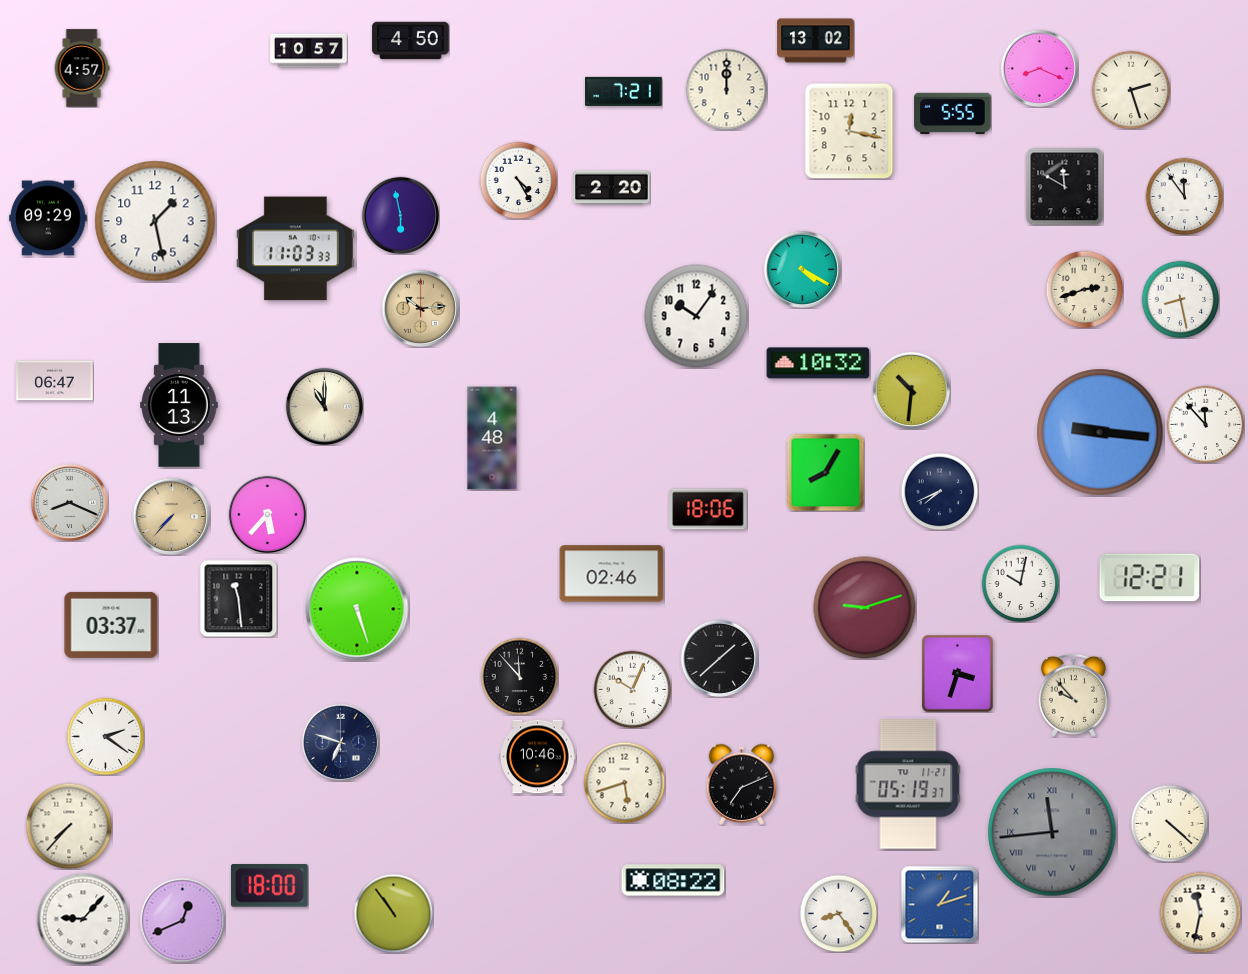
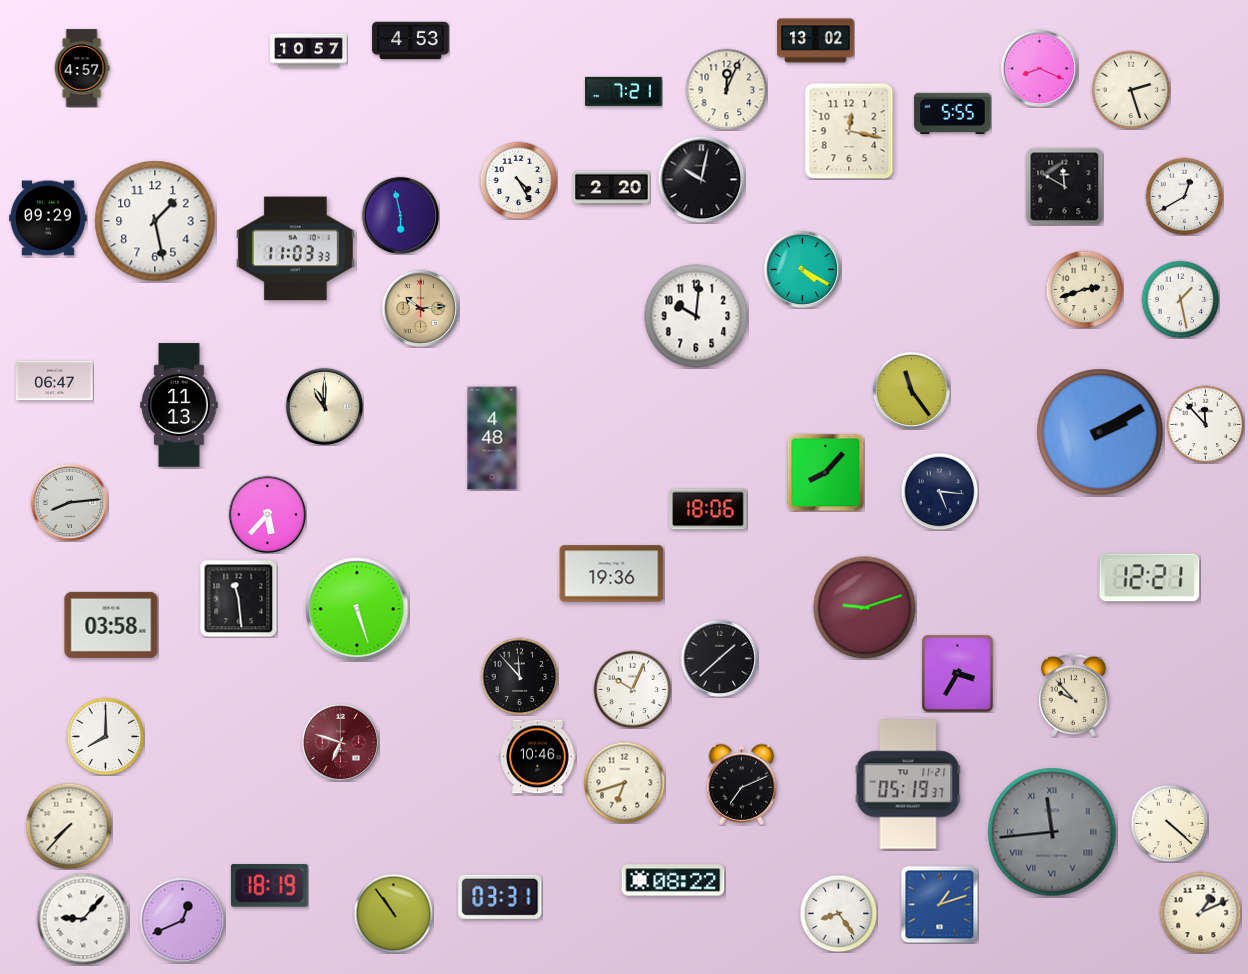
clock at (411, 41): 4:50 -> 4:53
clock at (726, 89): 12:00 -> 12:04
clock at (701, 179): none -> 10:02
clock at (1184, 196): 11:54 -> 12:40
clock at (1180, 299): 8:28 -> 1:28
clock at (696, 316): 10:06 -> 10:01
clock at (818, 363): 10:32 -> none
clock at (911, 390): 10:31 -> 11:24
clock at (1100, 432): 9:16 -> 2:10
clock at (825, 472): 8:05 -> 8:07
clock at (939, 491): 7:41 -> 5:16
clock at (69, 502): 8:19 -> 8:14
clock at (171, 516): 7:37 -> none
clock at (612, 574): 02:46 -> 19:36
clock at (1020, 583): 10:02 -> none
clock at (111, 625): 03:37 -> 03:58
clock at (957, 673): 3:33 -> 3:35
clock at (105, 736): 2:21 -> 8:00
clock at (340, 742) dial: navy -> burgundy
clock at (624, 782): 5:42 -> 6:42
clock at (270, 886): 18:00 -> 18:19
clock at (500, 897): none -> 03:31
clock at (1200, 912): 11:32 -> 1:11
